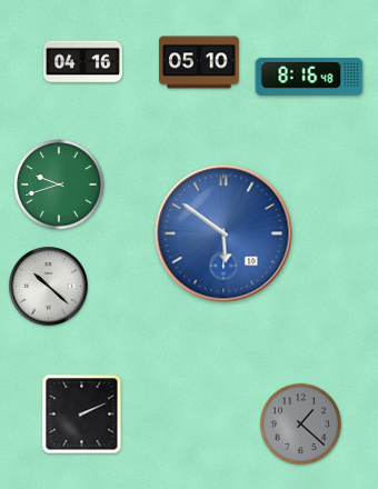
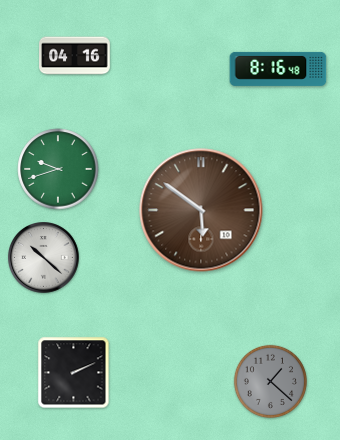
clock at (199, 62): 05:10 -> none
clock at (59, 184) position: (59, 184) -> (58, 169)
clock at (223, 233) dial: blue -> brown
